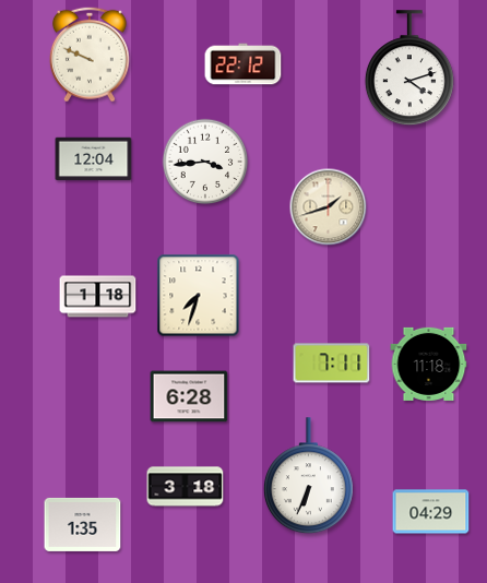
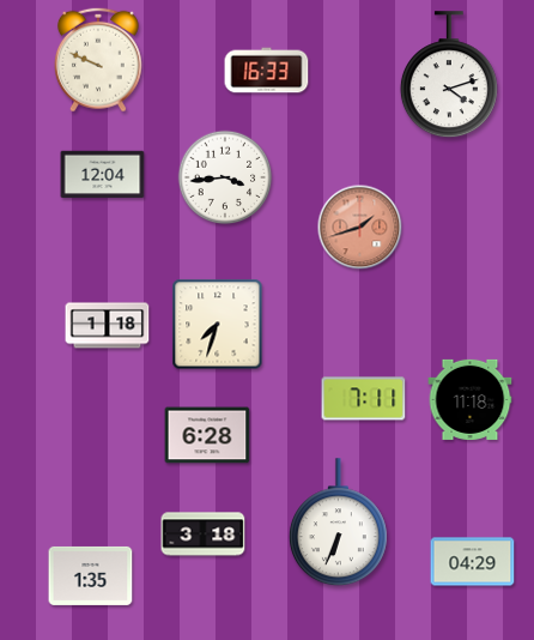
clock at (243, 64): 22:12 -> 16:33
clock at (329, 207) dial: cream -> salmon
